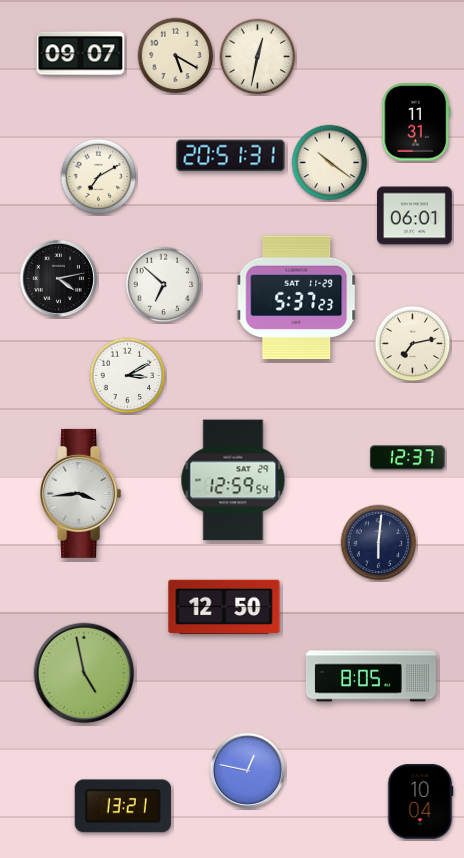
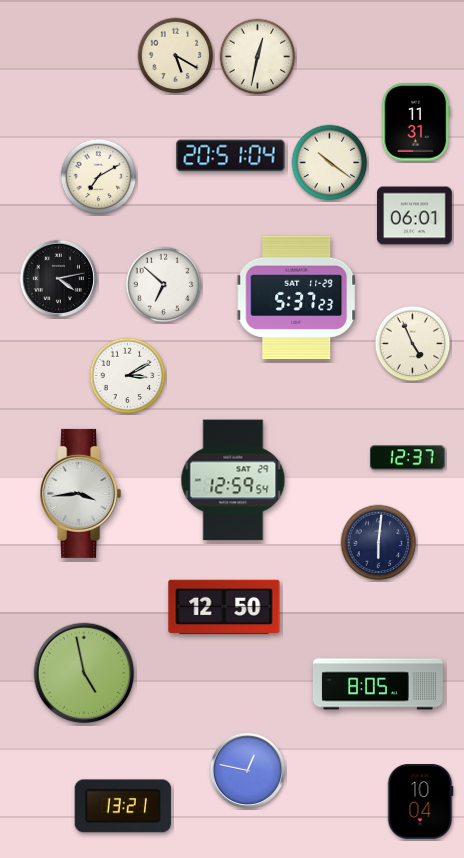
clock at (81, 54): 09:07 -> none
clock at (231, 156): 20:51:31 -> 20:51:04
clock at (413, 344): 7:13 -> 4:56
clock at (371, 676) position: (371, 676) -> (378, 684)
